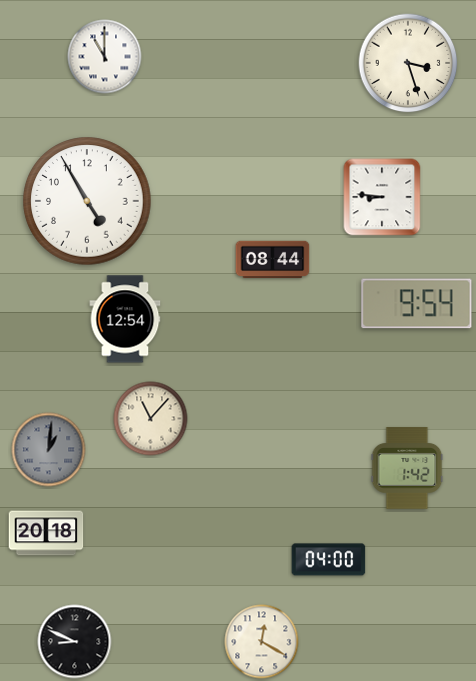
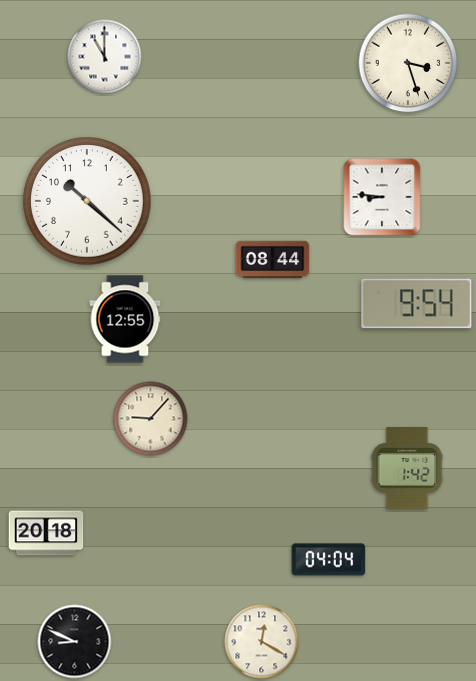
clock at (87, 201): 4:55 -> 10:22
clock at (125, 319): 12:54 -> 12:55
clock at (151, 419): 11:07 -> 9:07
clock at (49, 450): 1:01 -> none
clock at (329, 560): 04:00 -> 04:04
